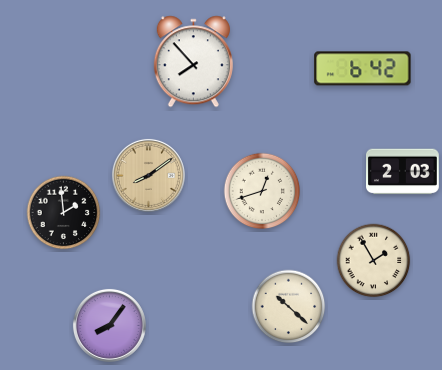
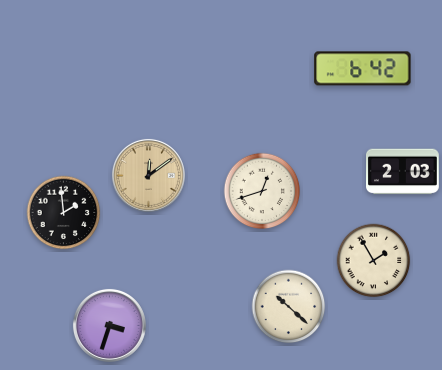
clock at (193, 62): 7:53 -> none
clock at (148, 175): 8:09 -> 12:09
clock at (109, 325): 8:06 -> 3:33
